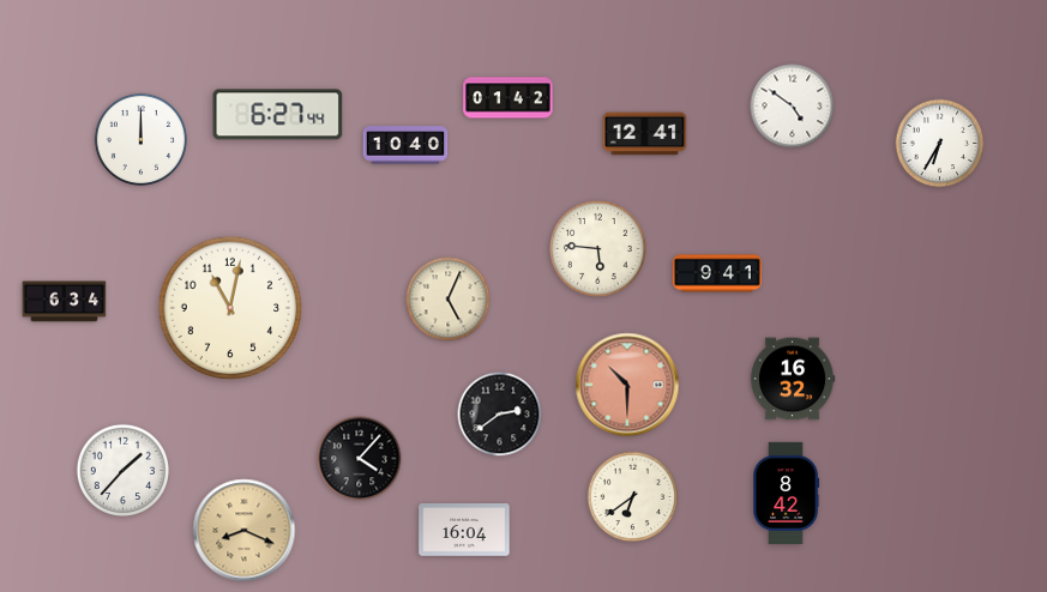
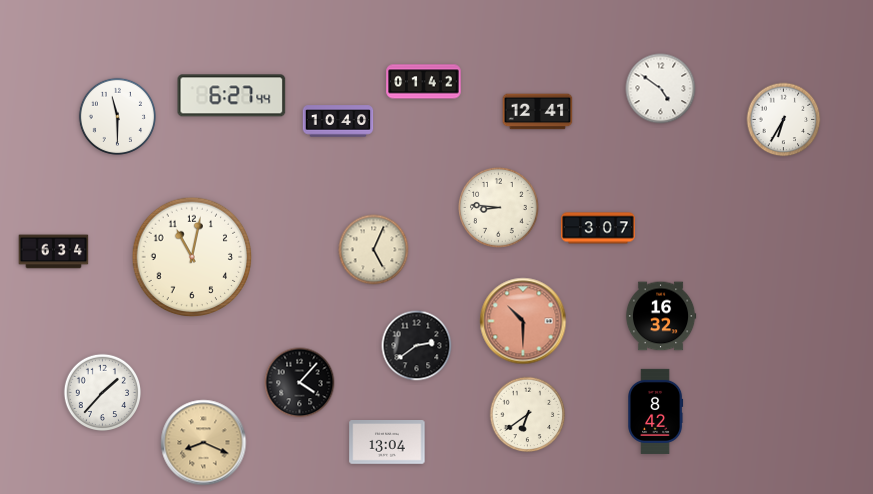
clock at (140, 139): 12:00 -> 11:30
clock at (598, 249): 5:46 -> 8:46
clock at (717, 273): 9:41 -> 3:07
clock at (464, 531): 16:04 -> 13:04
